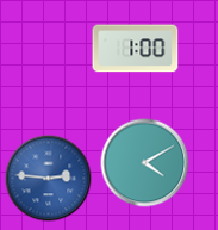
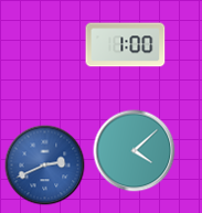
clock at (145, 163): 4:10 -> 4:08
clock at (49, 179): 2:46 -> 2:41
